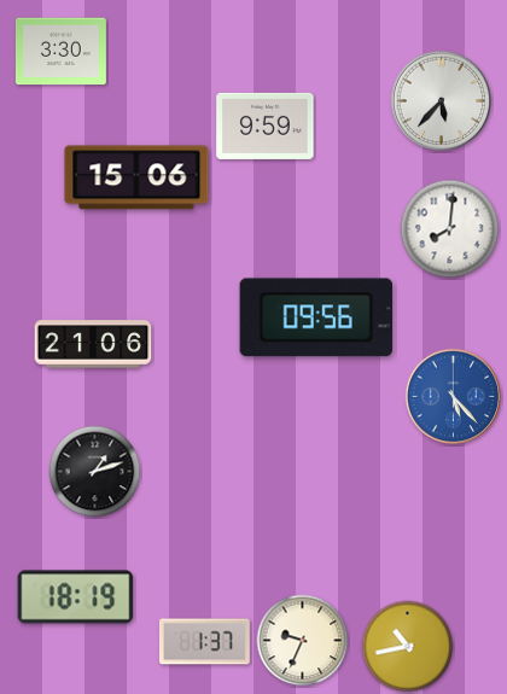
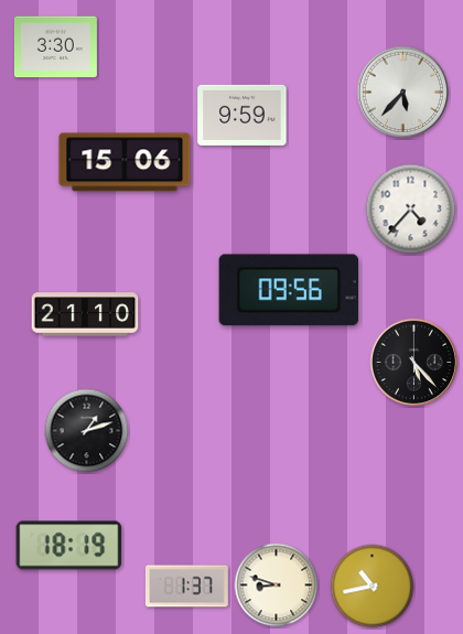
clock at (450, 229): 8:01 -> 4:37
clock at (93, 344): 21:06 -> 21:10
clock at (454, 397) dial: blue -> black
clock at (303, 641): 9:34 -> 8:48
clock at (408, 647) position: (408, 647) -> (373, 587)
